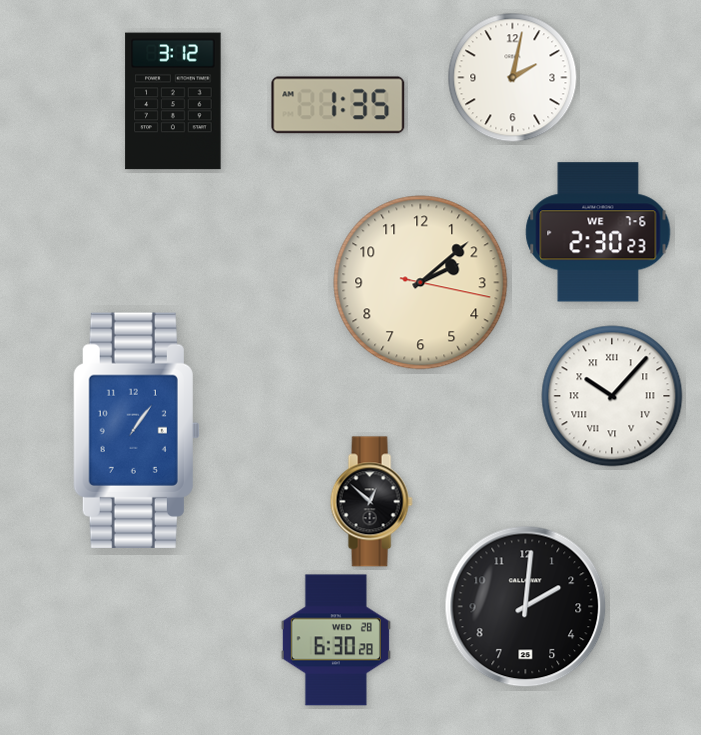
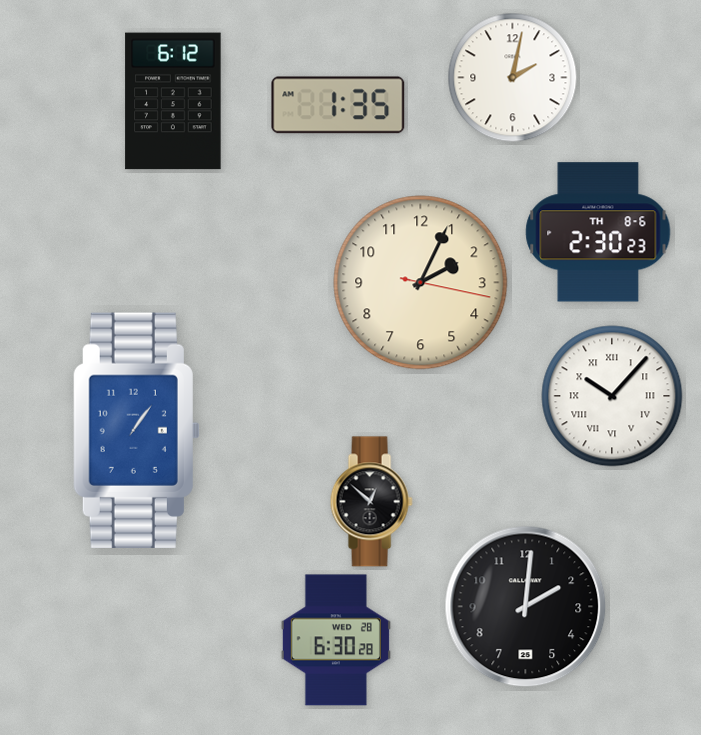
clock at (173, 101): 3:12 -> 6:12
clock at (598, 232) date: WE 7-6 -> TH 8-6
clock at (421, 283): 2:08 -> 2:04
